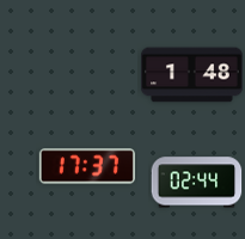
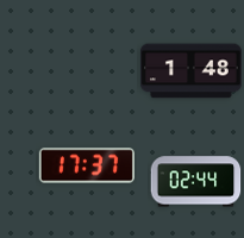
clock at (192, 75) position: (192, 75) -> (192, 71)
